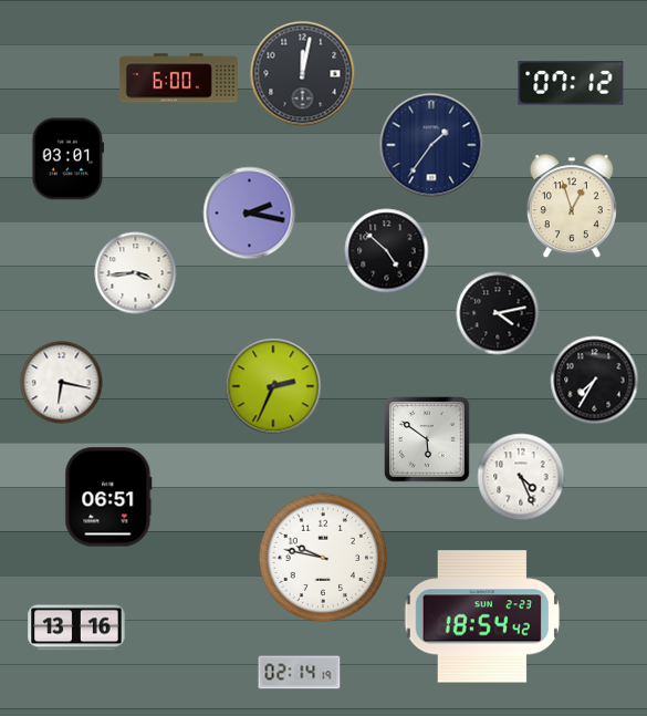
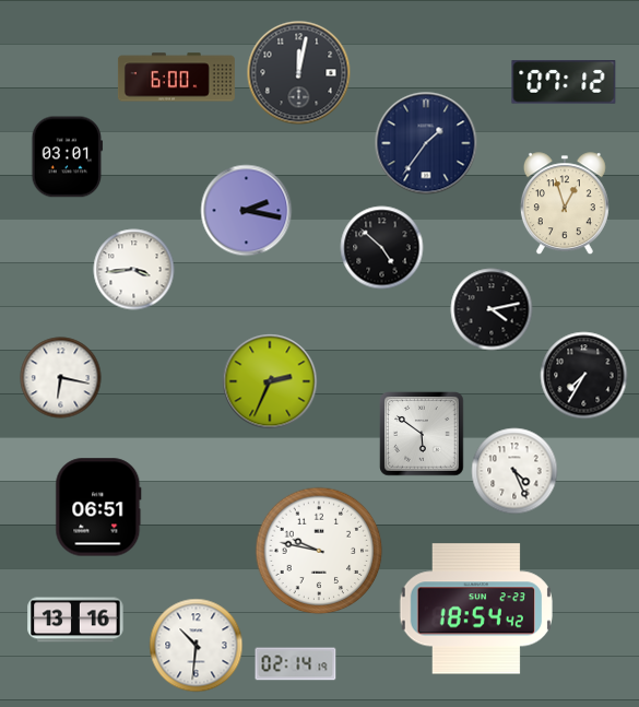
clock at (595, 381) position: (595, 381) -> (584, 376)
clock at (108, 497) position: (108, 497) -> (98, 507)
clock at (197, 646): none -> 10:31
